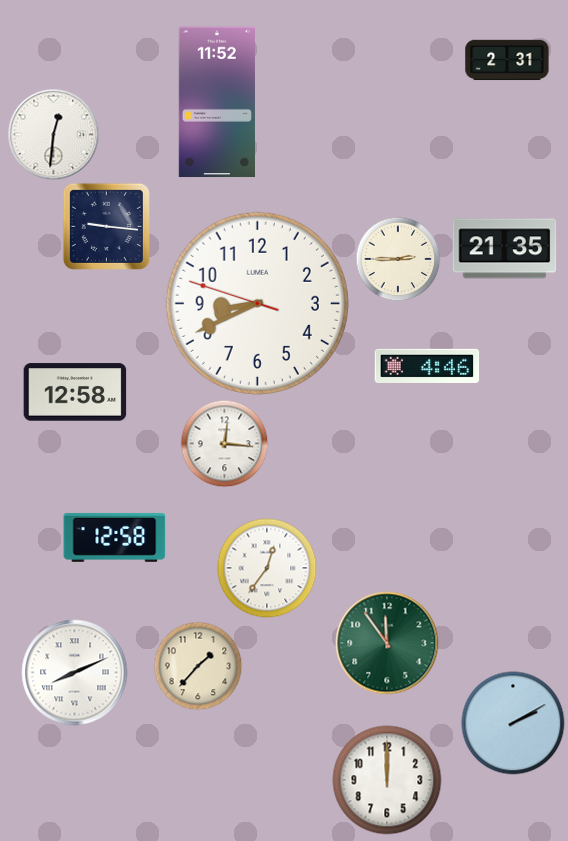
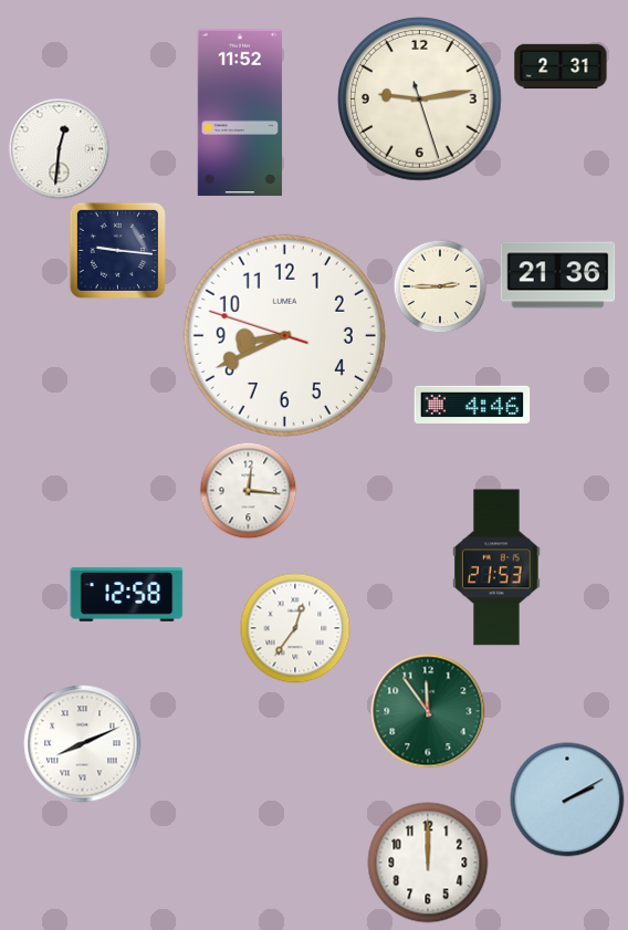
clock at (420, 100): none -> 9:13
clock at (505, 249): 21:35 -> 21:36
clock at (75, 392): 12:58 -> none
clock at (496, 567): none -> 21:53
clock at (198, 666): 1:37 -> none
